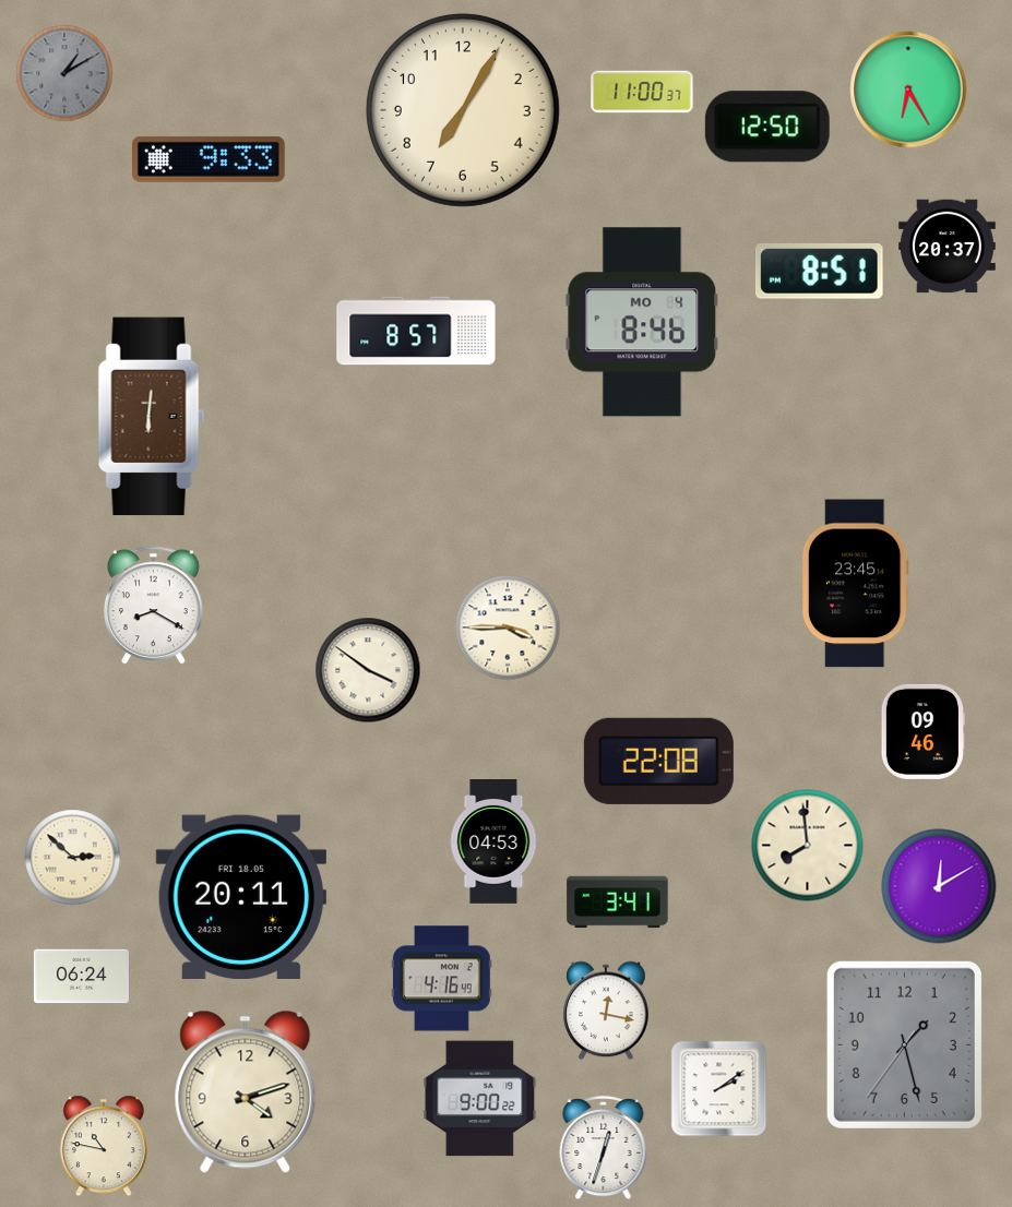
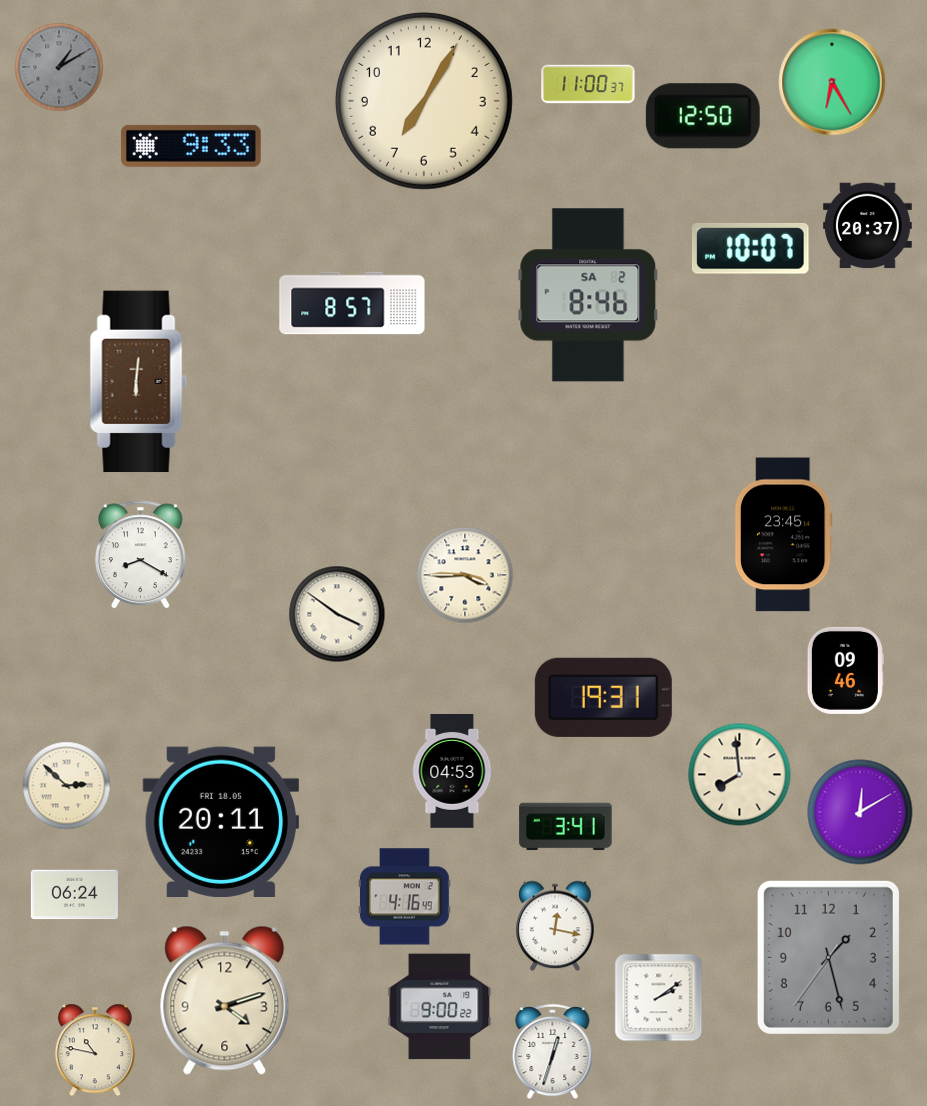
clock at (820, 271): 8:51 -> 10:07
clock at (642, 322) date: MO 4 -> SA 2
clock at (416, 331) position: (416, 331) -> (352, 303)
clock at (658, 761): 22:08 -> 19:31
